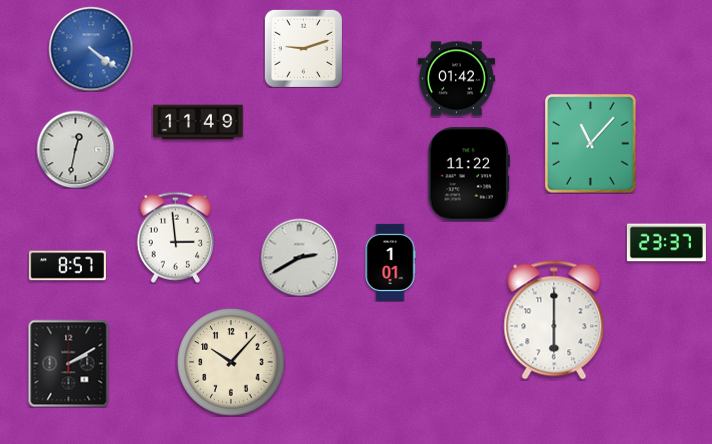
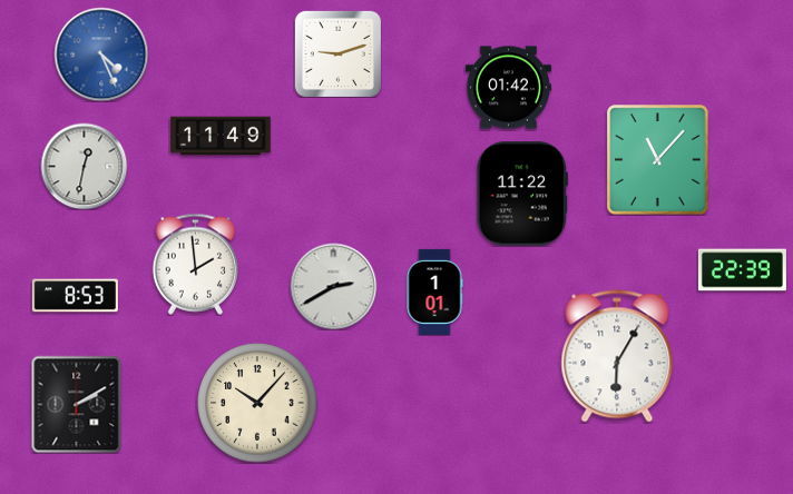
clock at (91, 49): 4:21 -> 4:26
clock at (175, 237): 2:59 -> 1:59
clock at (666, 243): 23:37 -> 22:39
clock at (67, 266): 8:57 -> 8:53
clock at (554, 320): 6:00 -> 6:05
